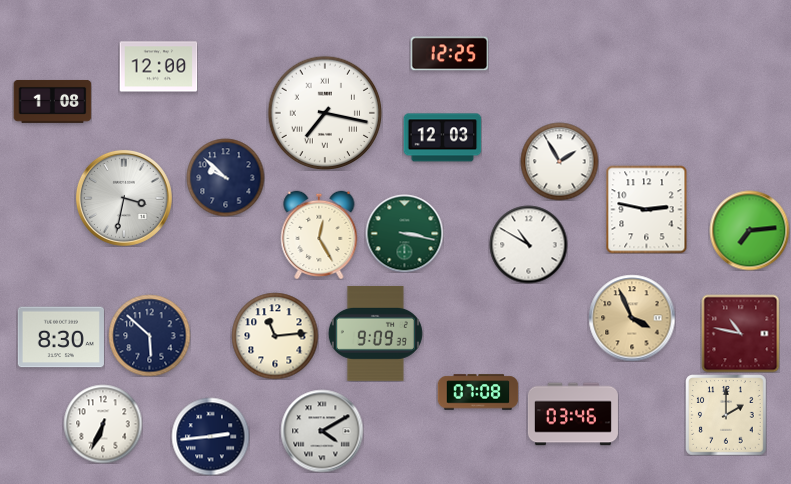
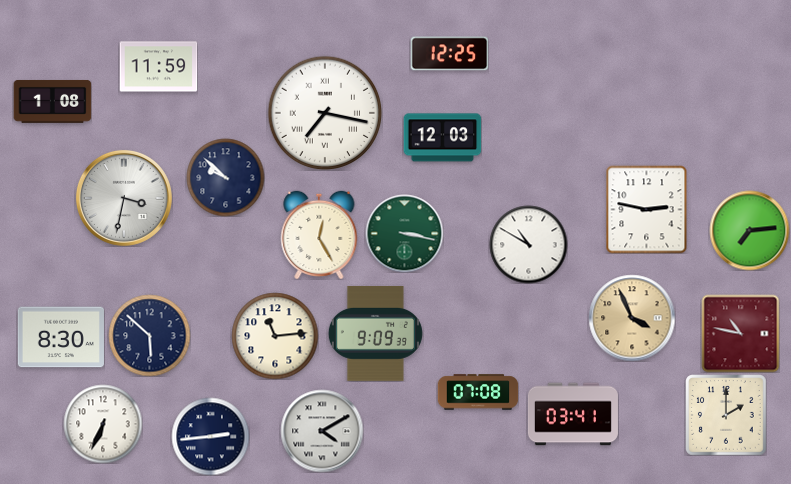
clock at (158, 67): 12:00 -> 11:59
clock at (559, 161): 1:55 -> none
clock at (573, 414): 03:46 -> 03:41
